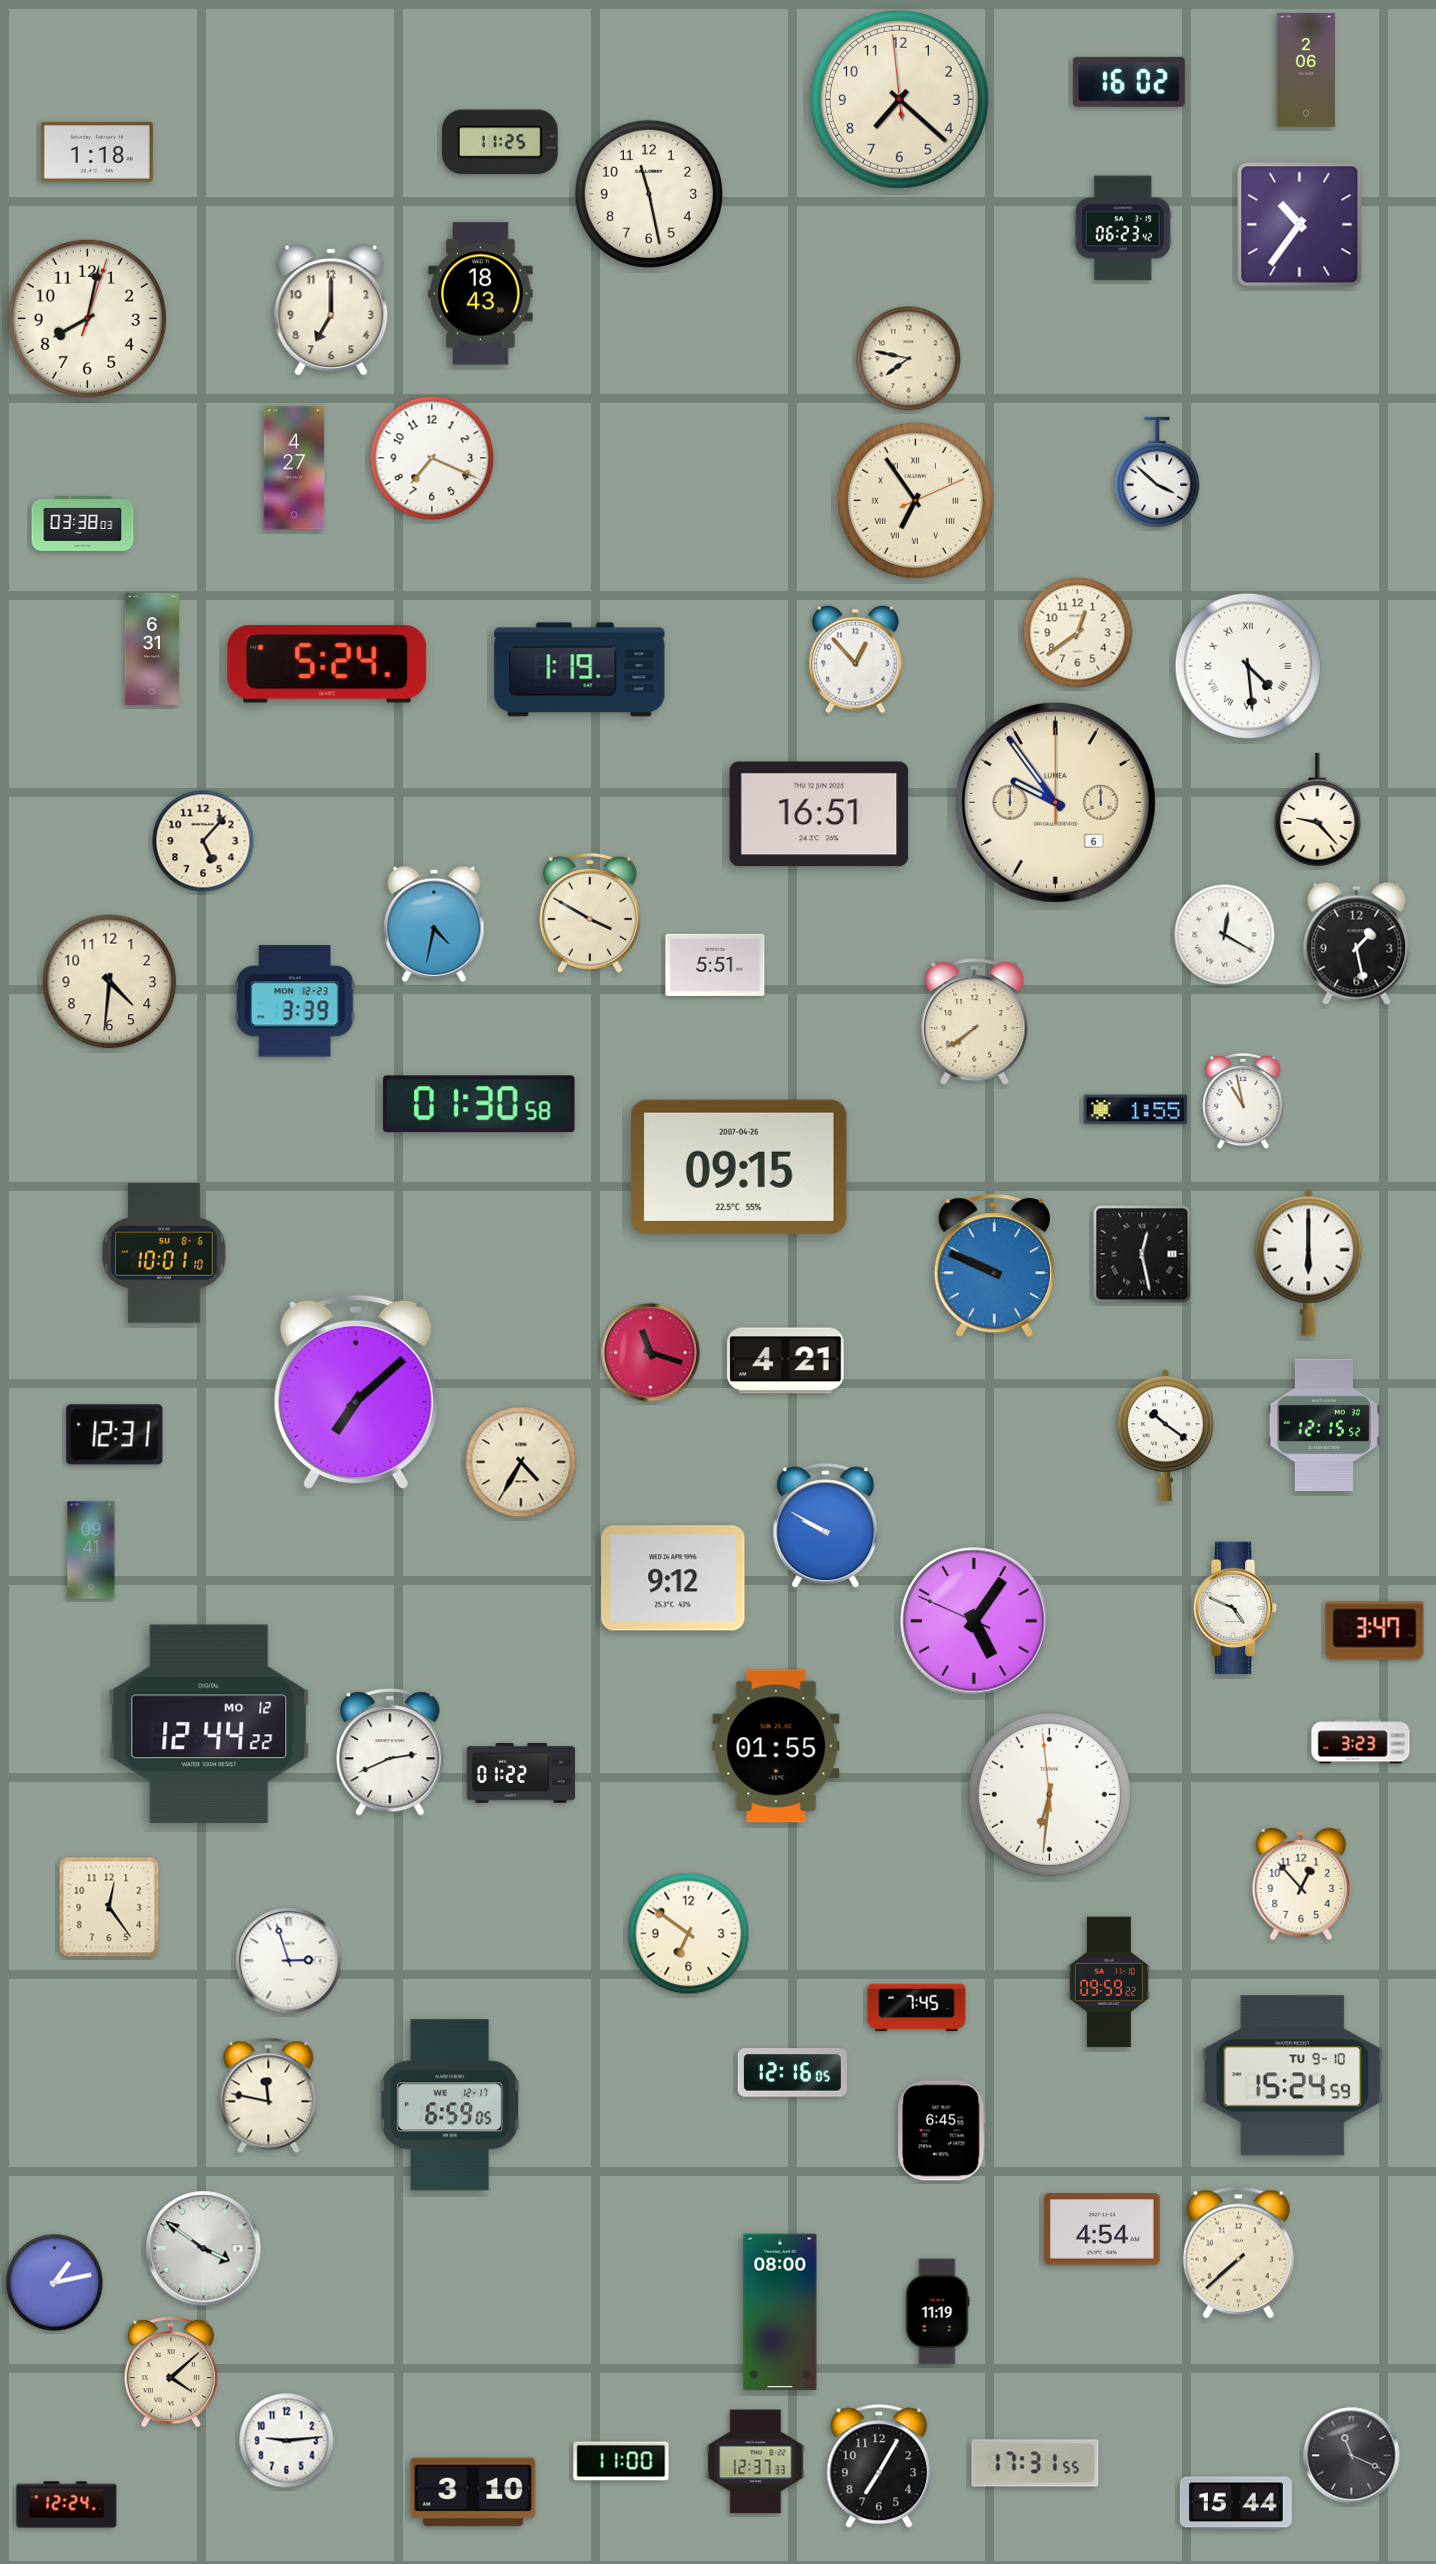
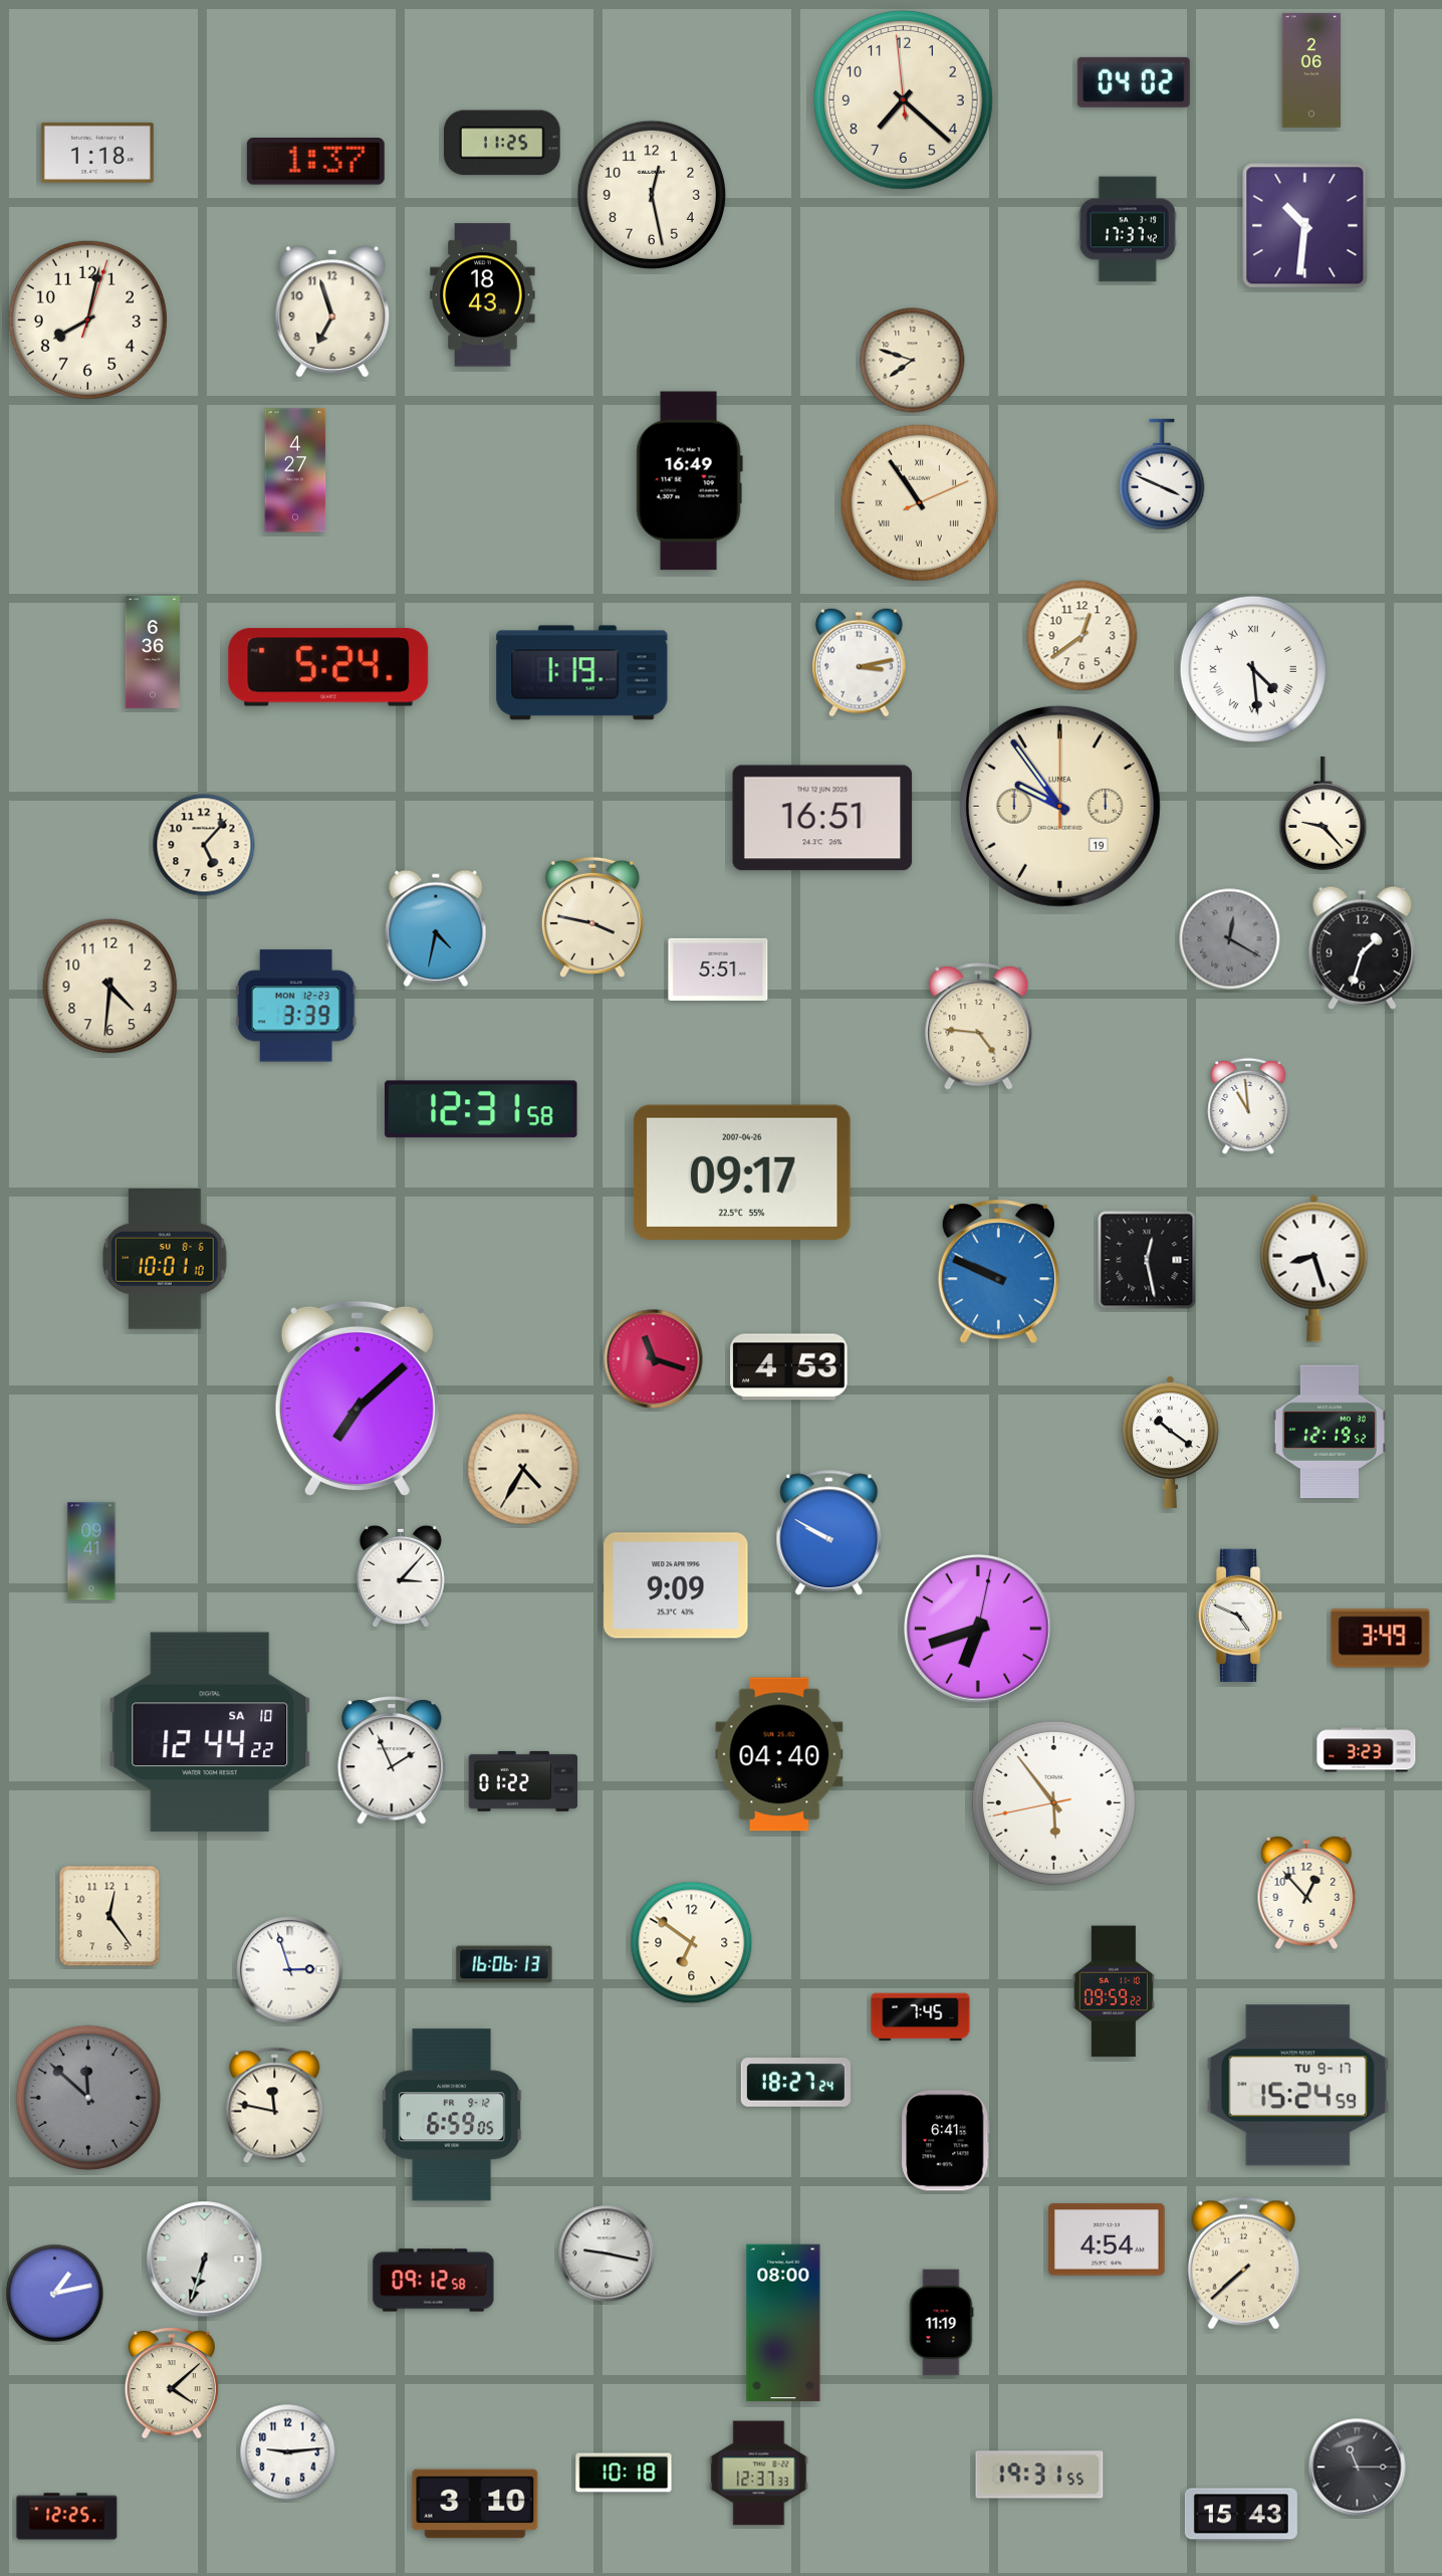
clock at (1129, 82): 16:02 -> 04:02
clock at (315, 162): none -> 1:37
clock at (649, 194): 11:28 -> 12:28
clock at (1300, 225): 10:36 -> 10:31
clock at (1123, 228): 06:23 -> 17:37
clock at (331, 310): 7:00 -> 6:57
clock at (909, 359): 7:47 -> 7:48
clock at (432, 458): 7:19 -> none
clock at (1157, 472): 3:52 -> 3:49
clock at (689, 481): none -> 16:49
clock at (915, 500): 6:54 -> 10:54
clock at (83, 523): 03:38 -> none
clock at (152, 649): 6:31 -> 6:36
clock at (856, 659): 12:53 -> 3:13
clock at (1055, 802) date: 6 -> 19
clock at (590, 913): 3:50 -> 3:47
clock at (1225, 935) dial: white -> grey
clock at (1357, 943): 1:28 -> 1:33
clock at (975, 1022): 7:39 -> 4:46
clock at (1243, 1101): 10:58 -> 10:59
clock at (479, 1104): 01:30 -> 12:31
clock at (1136, 1110): 1:55 -> none
clock at (740, 1167): 09:15 -> 09:17
clock at (1309, 1262): 6:00 -> 8:27
clock at (786, 1361): 4:21 -> 4:53
clock at (1324, 1425): 12:15 -> 12:19
clock at (115, 1435): 12:31 -> none
clock at (91, 1550) position: (91, 1550) -> (91, 1551)
clock at (401, 1576): none -> 3:07
clock at (673, 1578): 9:12 -> 9:09
clock at (974, 1621): 5:05 -> 6:42
clock at (1375, 1631): 3:47 -> 3:49
clock at (209, 1724) date: MO 12 -> SA 10
clock at (776, 1746): 01:55 -> 04:40
clock at (390, 1752): 2:41 -> 1:56
clock at (1049, 1794): 6:30 -> 5:53
clock at (504, 1964): none -> 16:06
clock at (792, 2073): 12:16 -> 18:27
clock at (1292, 2076) date: TU 9-10 -> TU 9-17
clock at (87, 2097): none -> 11:52
clock at (269, 2096) position: (269, 2096) -> (275, 2106)
clock at (450, 2105) date: WE 12-17 -> FR 9-12
clock at (942, 2131): 6:45 -> 6:41
clock at (607, 2253): none -> 9:17
clock at (204, 2249): 3:51 -> 6:33
clock at (434, 2281): none -> 09:12
clock at (1352, 2456): 11:19 -> 11:15
clock at (621, 2461): 11:00 -> 10:18
clock at (1035, 2463): 17:31 -> 19:31
clock at (879, 2466): 7:05 -> none
clock at (1236, 2503): 15:44 -> 15:43
clock at (67, 2505): 12:24 -> 12:25
